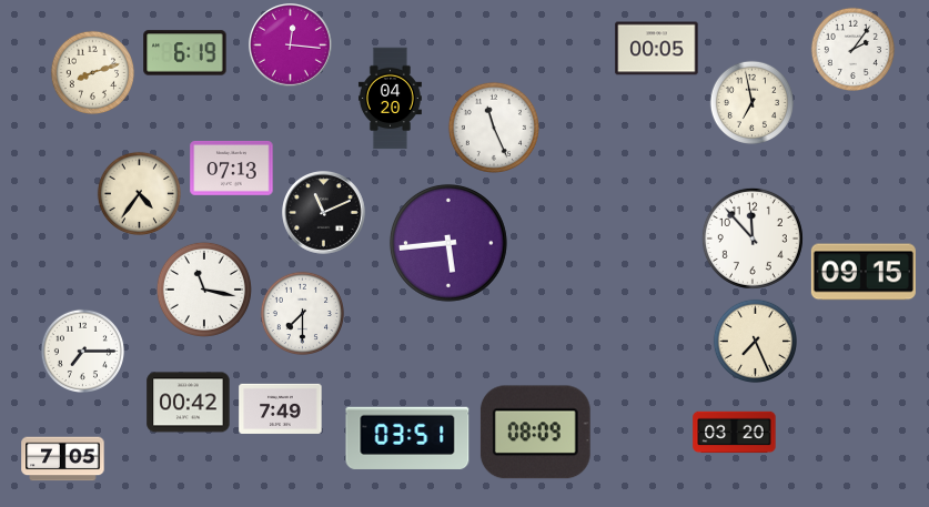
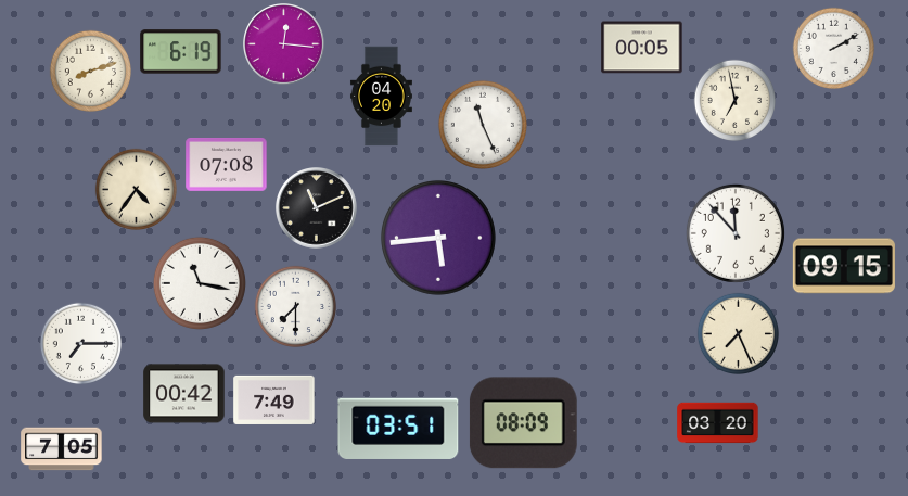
clock at (852, 49): 2:06 -> 2:10
clock at (232, 169): 07:13 -> 07:08
